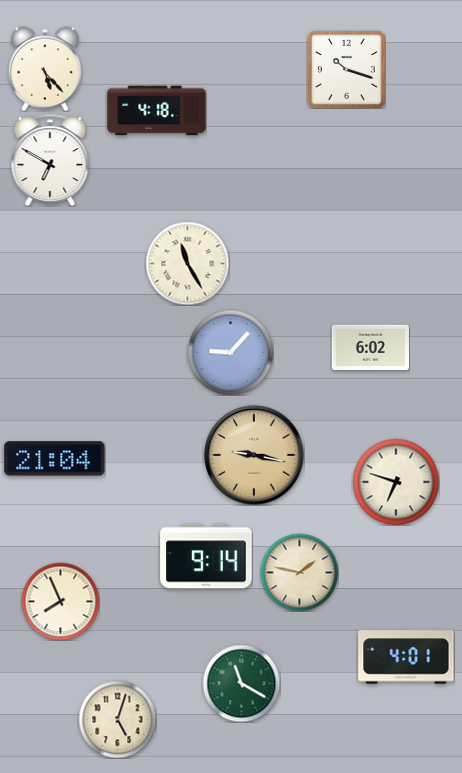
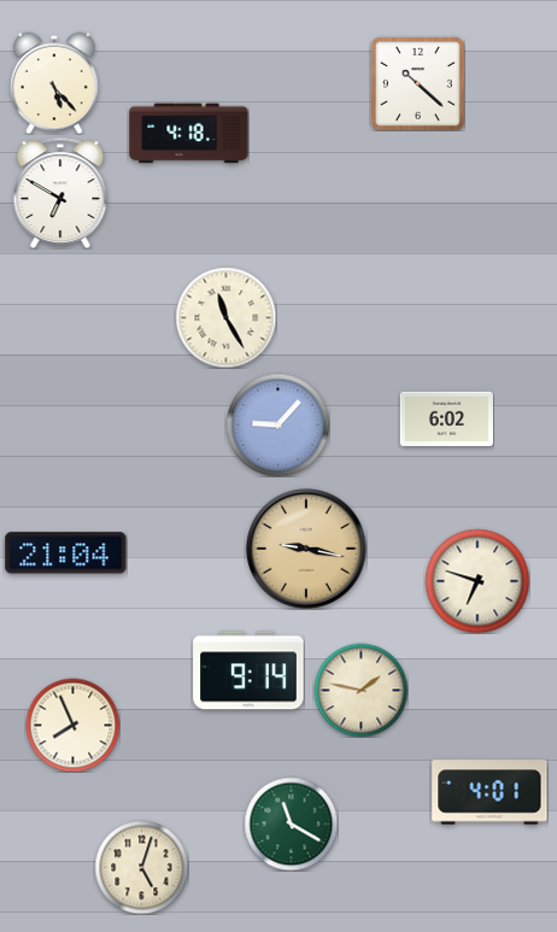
clock at (346, 69): 10:18 -> 10:22
